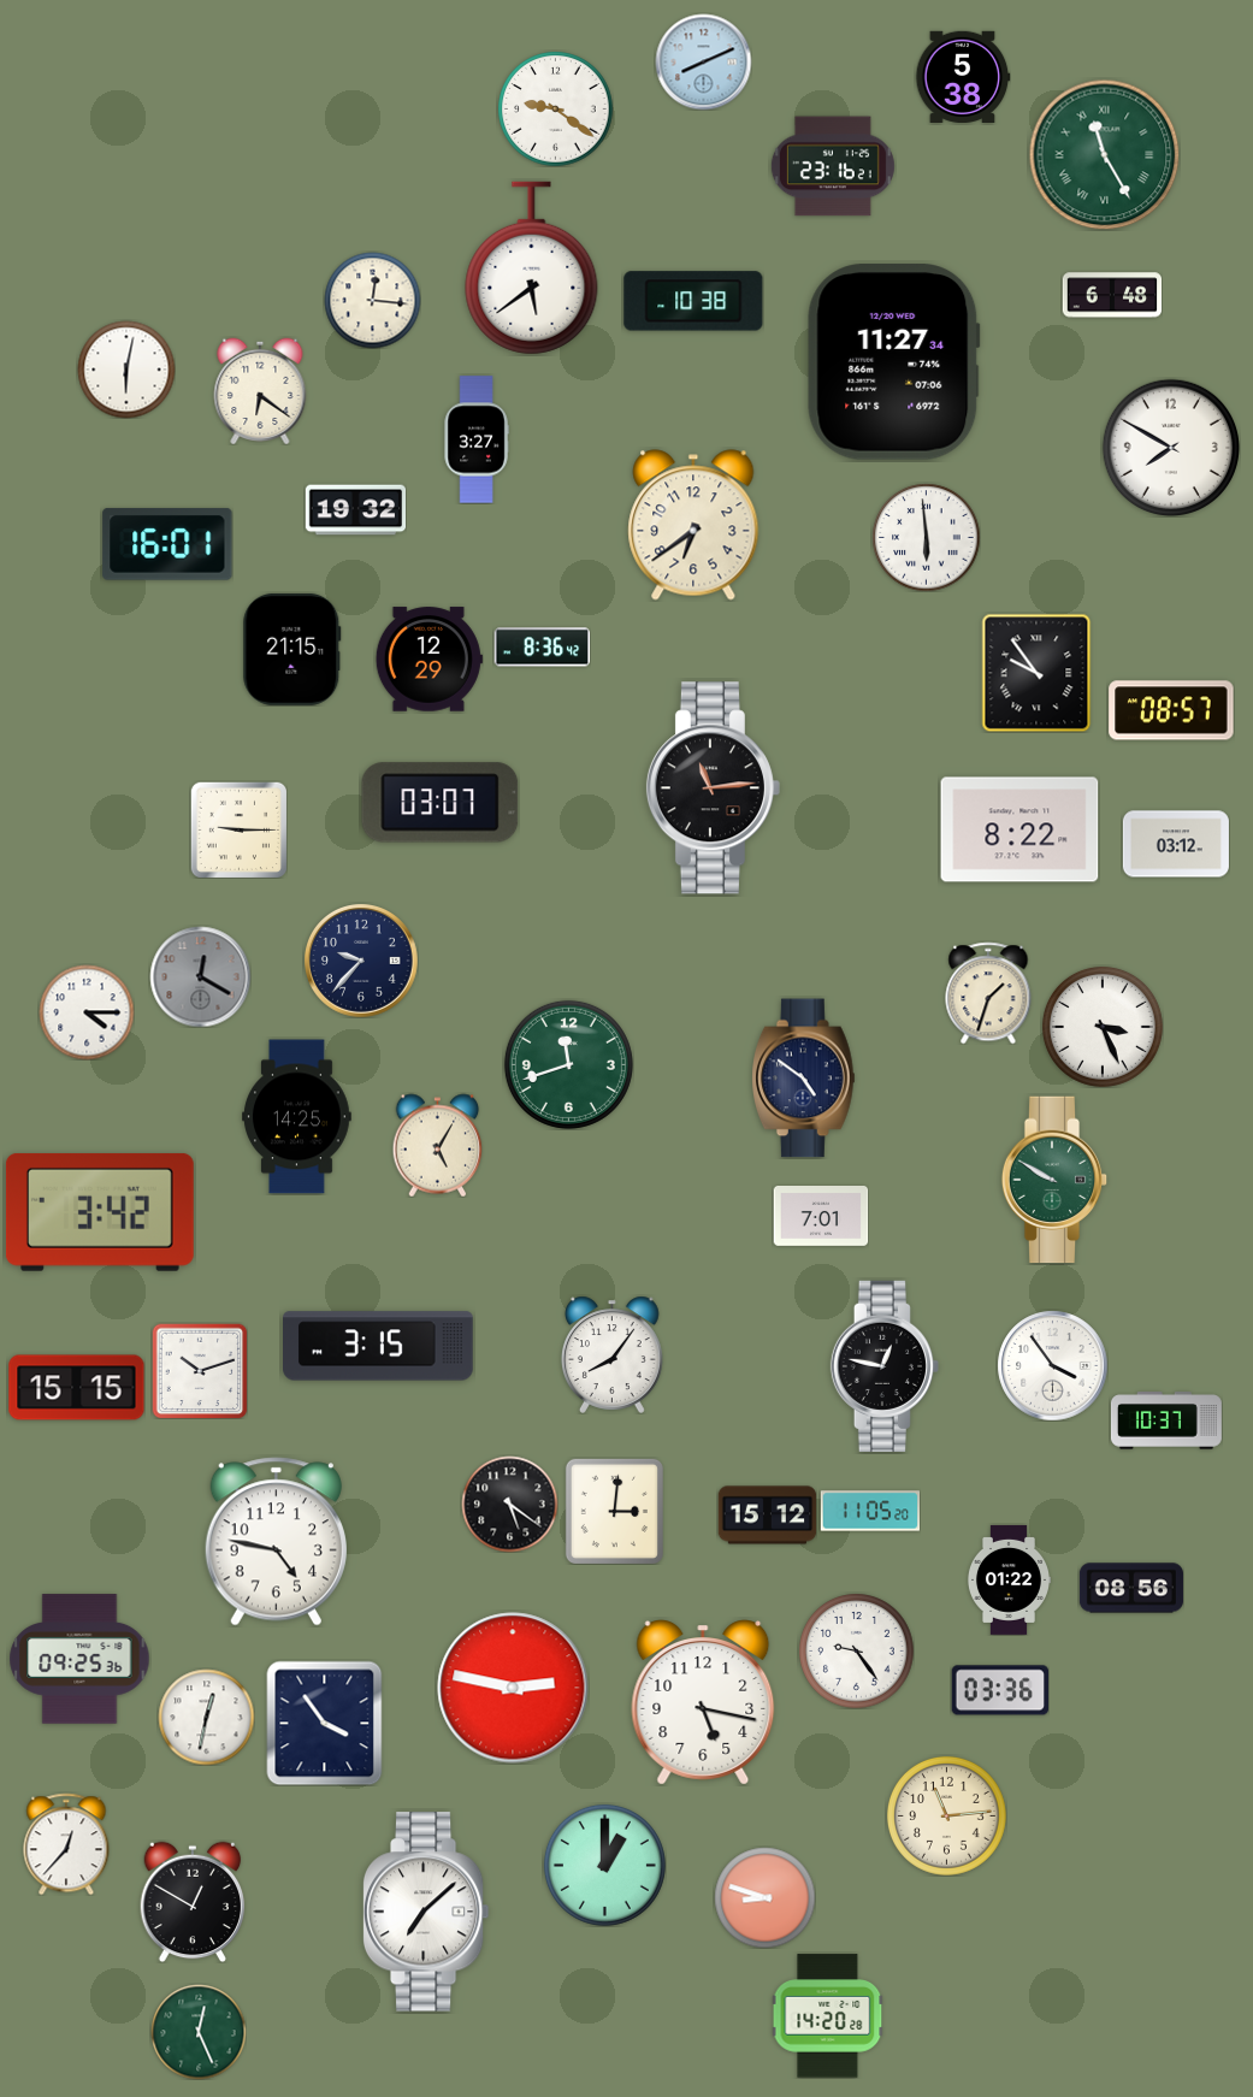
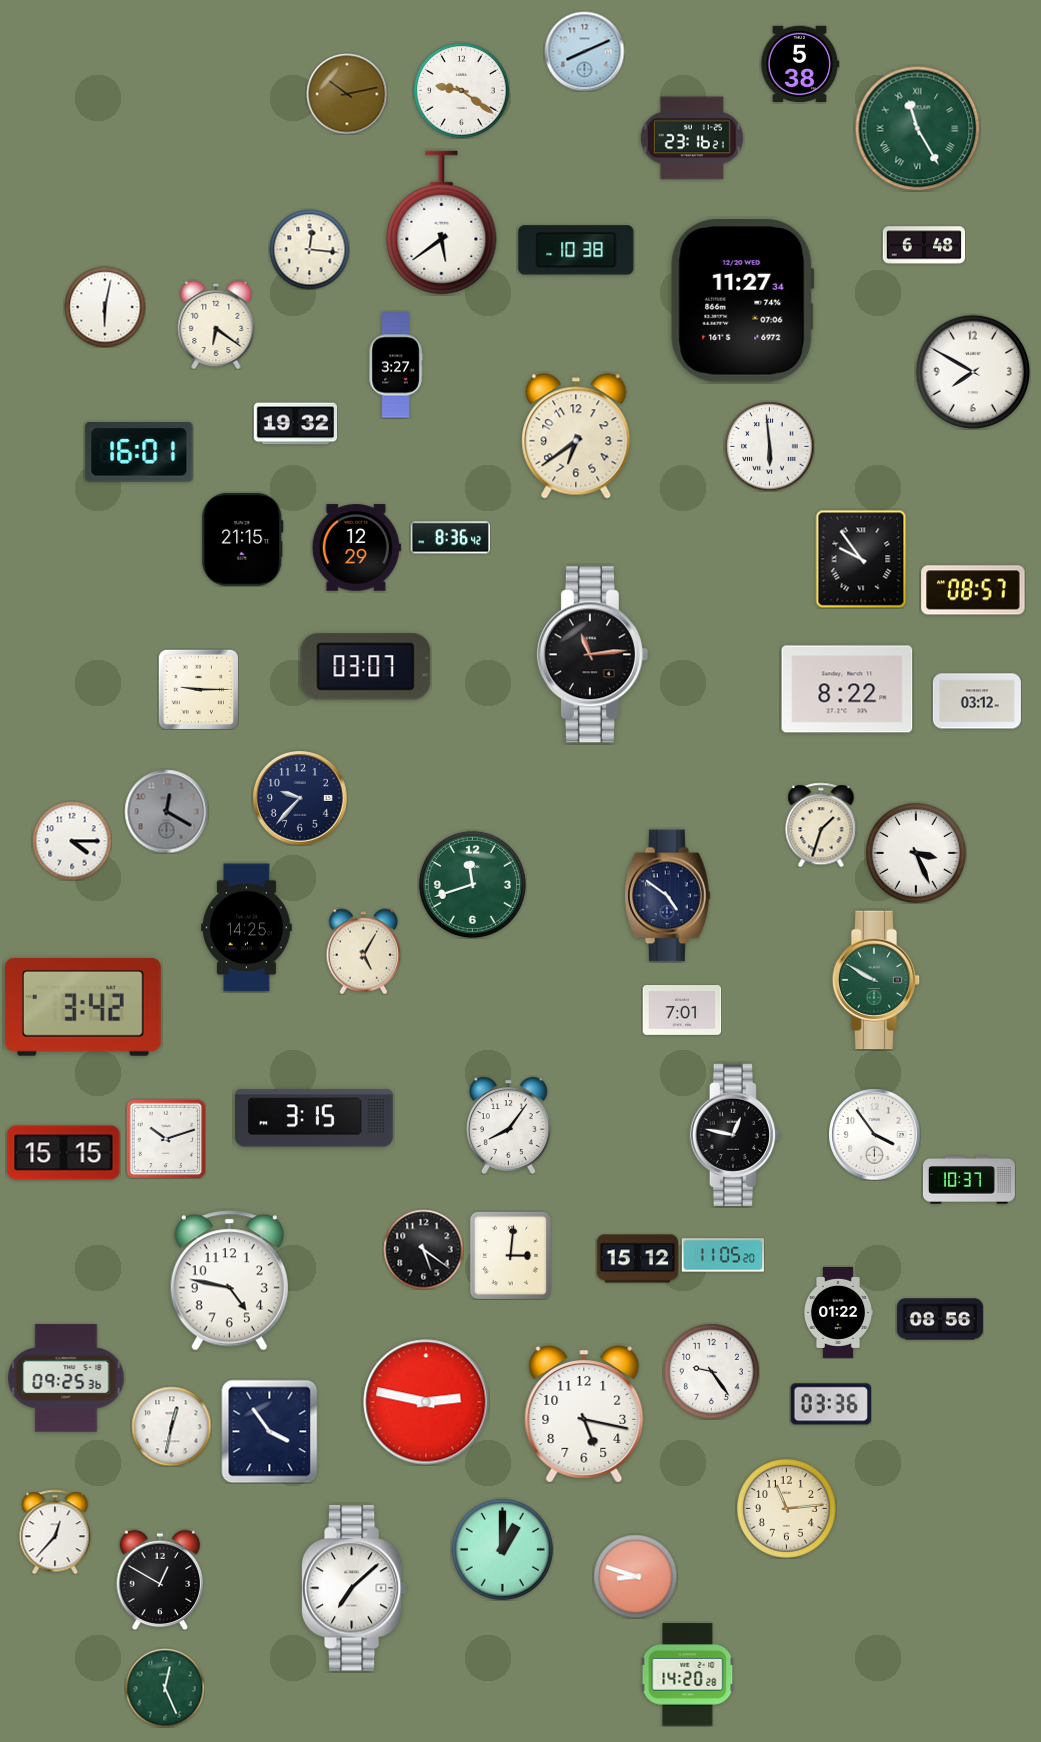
clock at (347, 94): none -> 10:13
